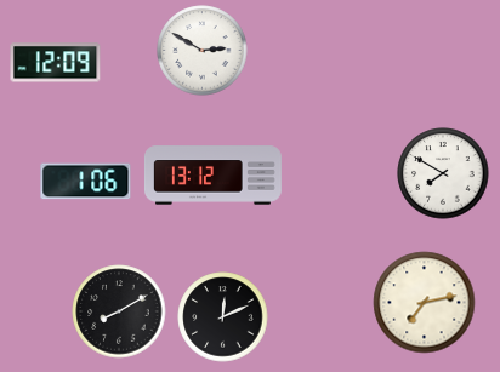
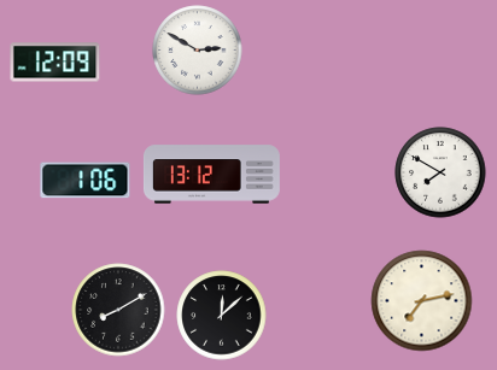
clock at (203, 51) position: (203, 51) -> (198, 51)
clock at (223, 317): 12:11 -> 12:08
